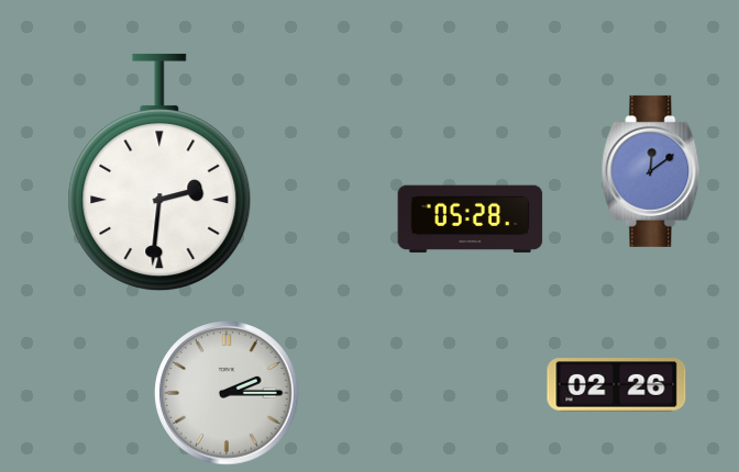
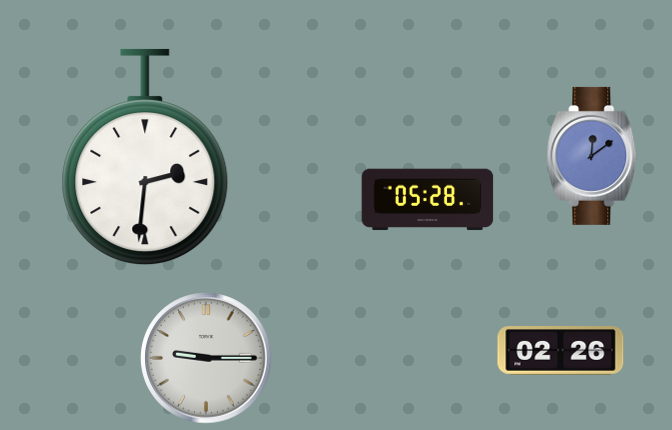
clock at (227, 393): 2:15 -> 9:15
